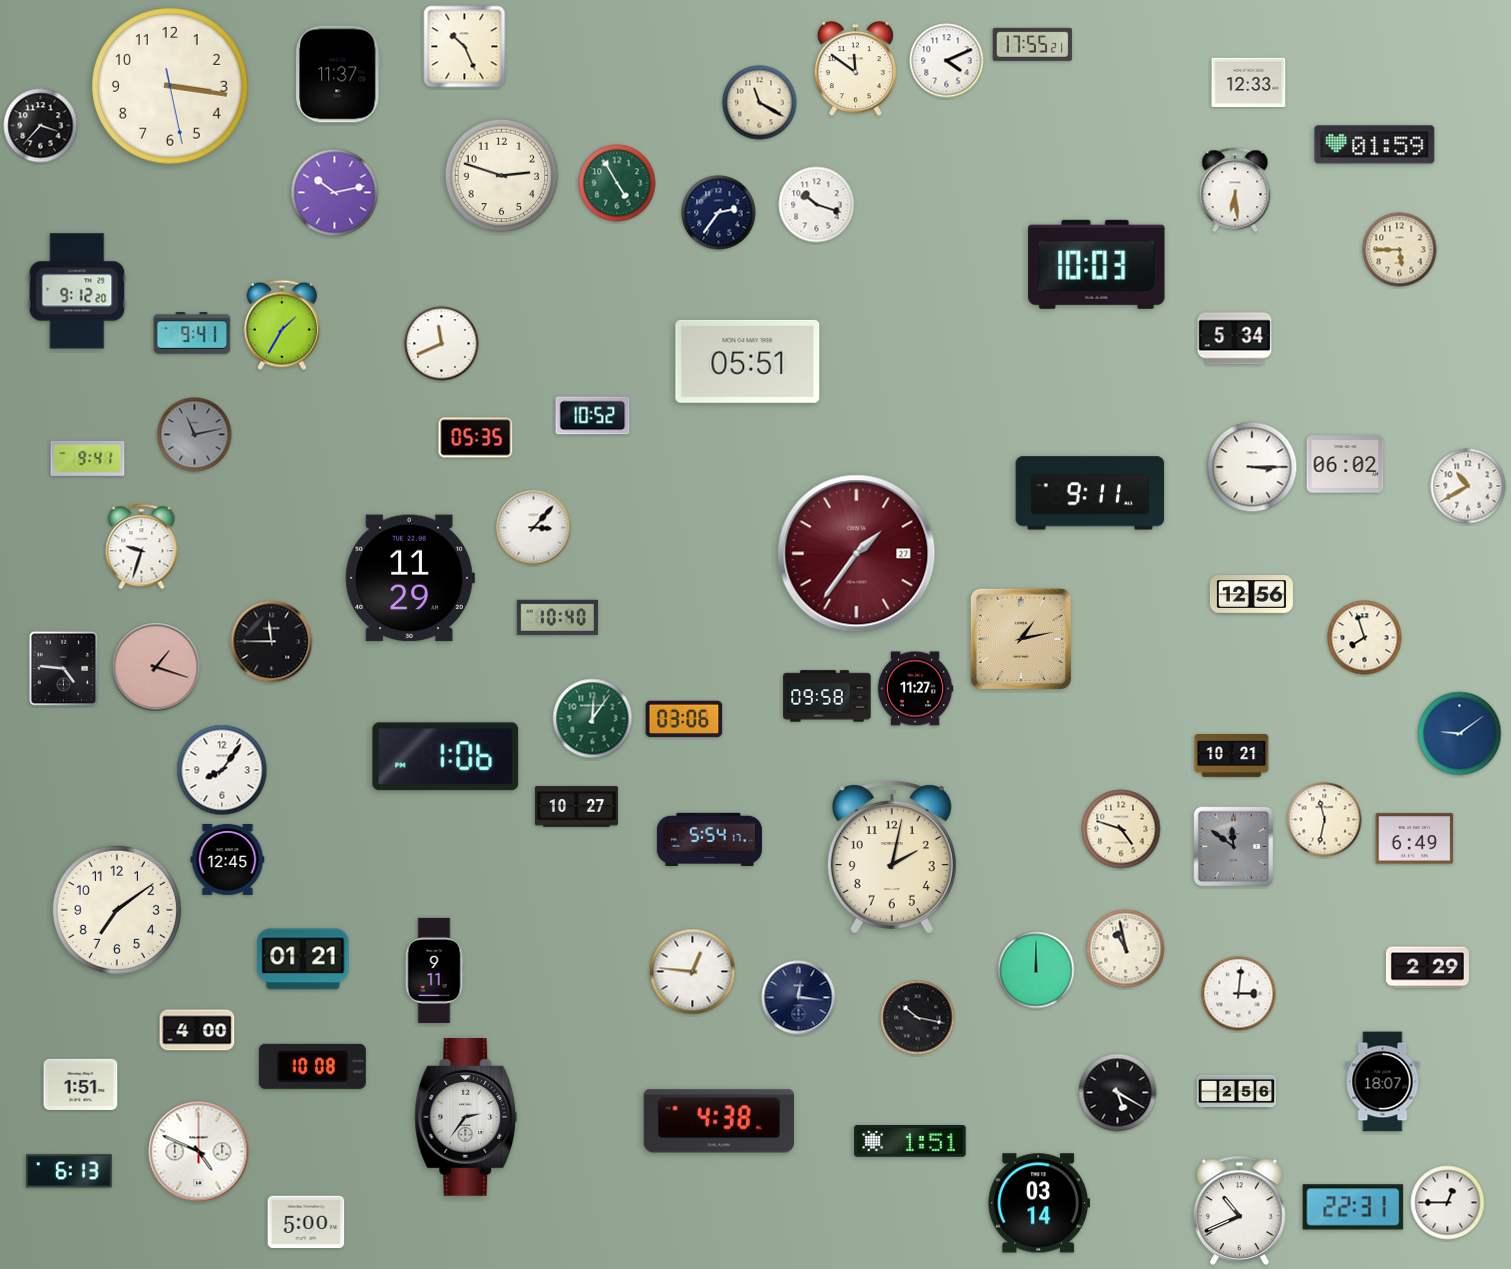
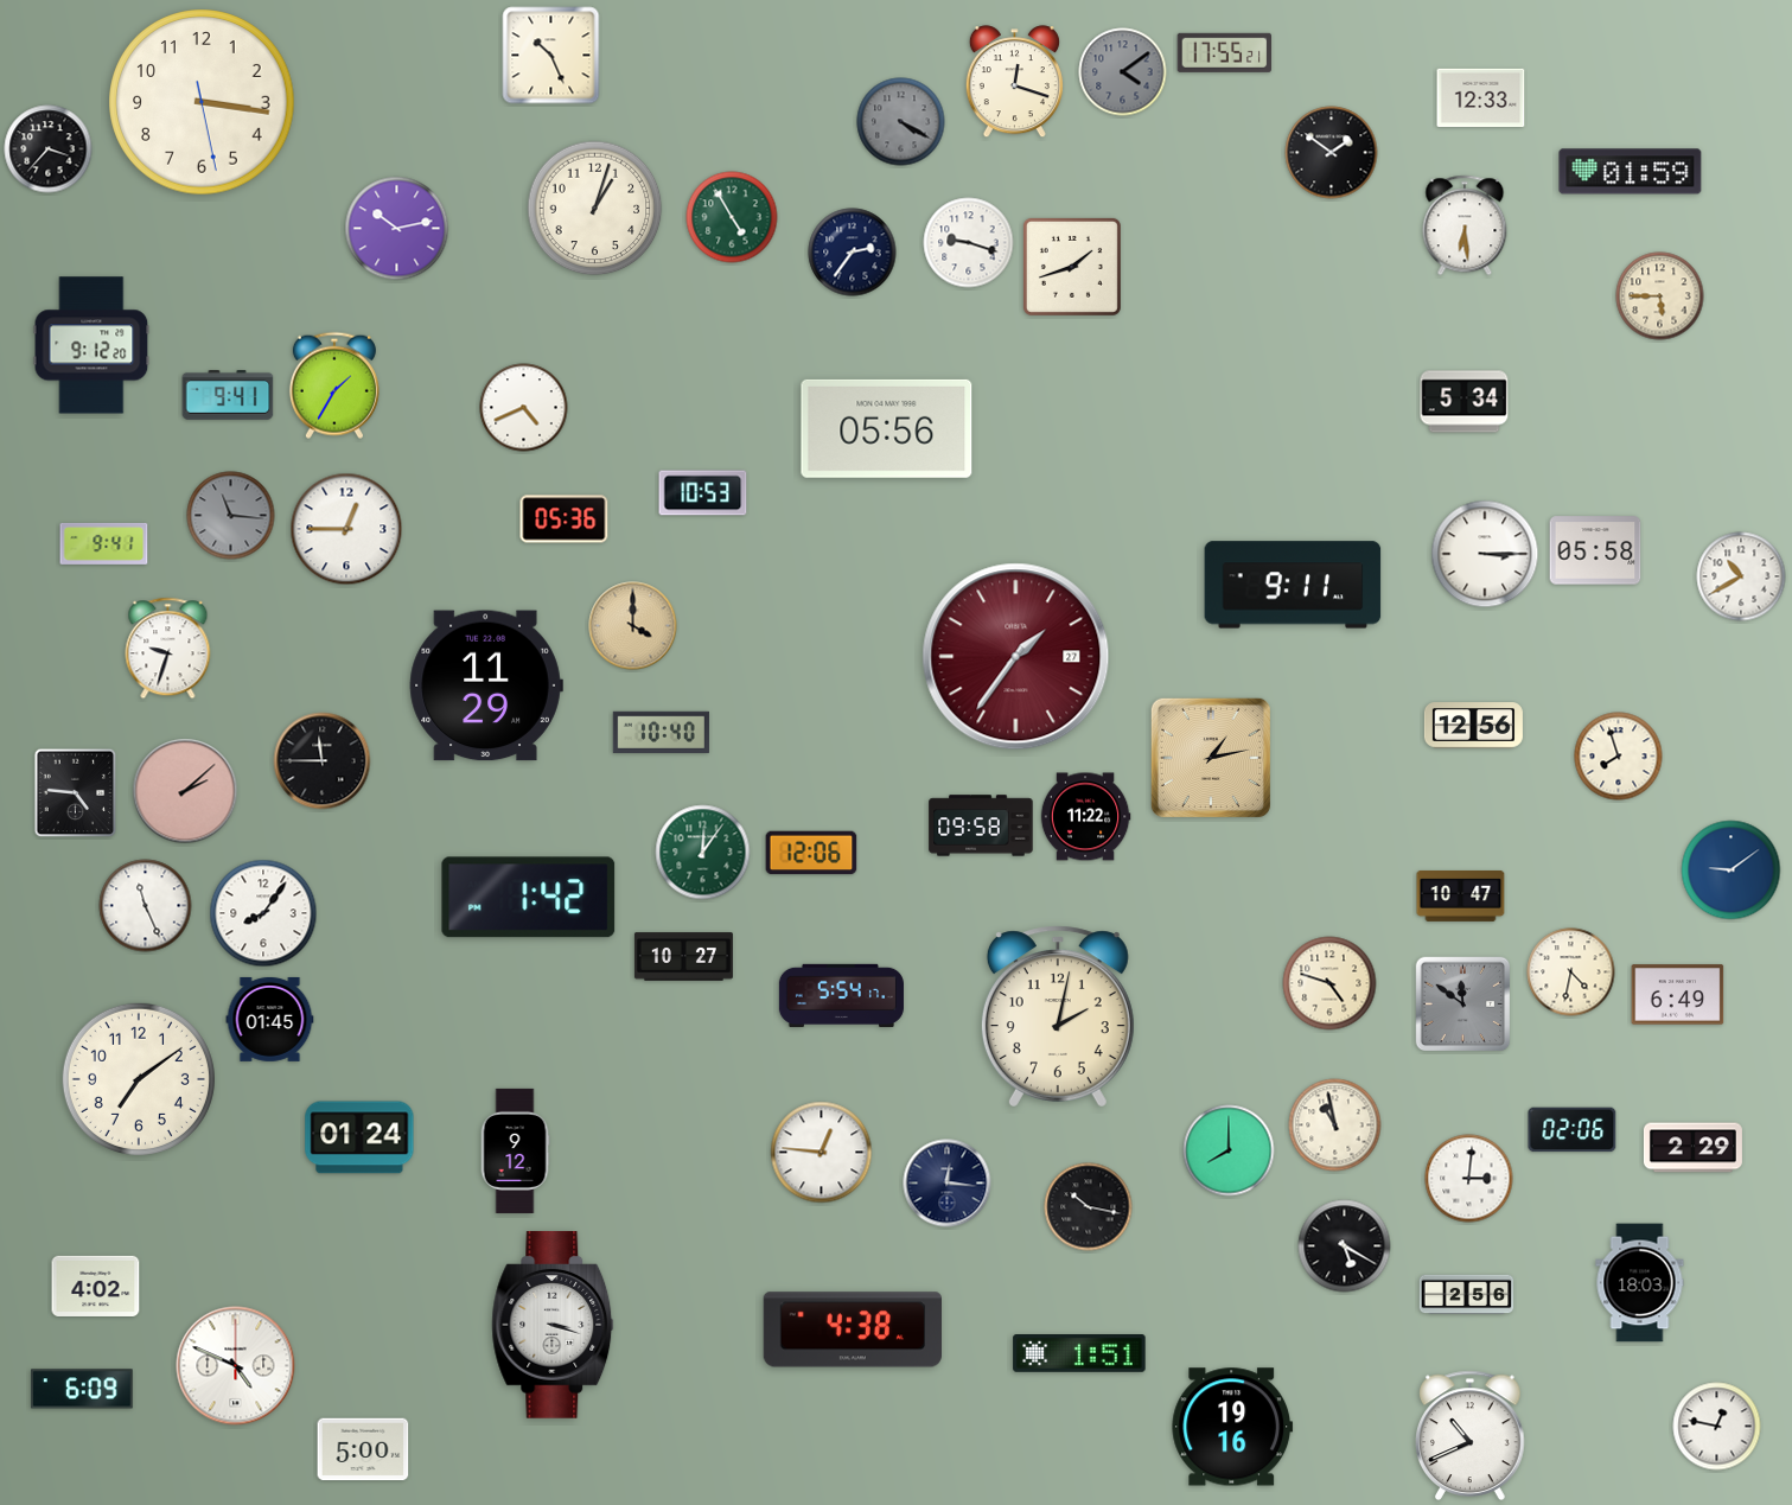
clock at (947, 61): 4:11 -> 4:09
clock at (947, 61) dial: white -> grey
clock at (855, 69): 11:51 -> 12:18
clock at (338, 74): 11:37 -> none
clock at (760, 103): 11:20 -> 4:20
clock at (760, 103) dial: cream -> grey
clock at (1332, 153): none -> 1:51
clock at (502, 176): 2:48 -> 1:03
clock at (817, 205): 10:18 -> 9:18
clock at (1072, 267): none -> 1:42
clock at (1097, 264): 10:03 -> none
clock at (442, 344): 11:41 -> 4:41
clock at (748, 361): 05:51 -> 05:56
clock at (593, 416): 10:52 -> 10:53
clock at (195, 435): 11:13 -> 11:16
clock at (476, 438): 05:35 -> 05:36
clock at (346, 529): none -> 12:45
clock at (1345, 464): 06:02 -> 05:58
clock at (534, 528): 3:07 -> 4:00
clock at (534, 528) dial: white -> champagne
clock at (1251, 595) position: (1251, 595) -> (1473, 726)
clock at (156, 667): 1:18 -> 2:08
clock at (915, 689): 11:27 -> 11:22
clock at (684, 719): 03:06 -> 12:06
clock at (1232, 756): 10:21 -> 10:47
clock at (446, 757): 1:06 -> 1:42
clock at (146, 906): none -> 11:26
clock at (1325, 820): 11:32 -> 4:32
clock at (228, 859): 12:45 -> 01:45
clock at (1573, 1130): none -> 02:06
clock at (303, 959): 01:21 -> 01:24
clock at (434, 970): 9:11 -> 9:12
clock at (1036, 970): 12:00 -> 8:00
clock at (197, 1030): 4:00 -> none
clock at (312, 1066): 10:08 -> none
clock at (1383, 1082): 18:07 -> 18:03
clock at (81, 1084): 1:51 -> 4:02
clock at (1118, 1093) position: (1118, 1093) -> (1345, 1246)
clock at (466, 1118): 2:36 -> 3:18
clock at (70, 1171): 6:13 -> 6:09
clock at (1039, 1203): 03:14 -> 19:16
clock at (1448, 1203): 12:45 -> 12:47
clock at (1353, 1207): 22:31 -> none
